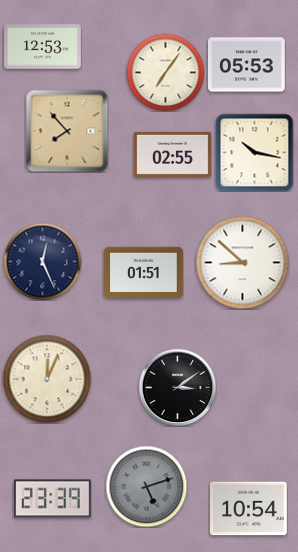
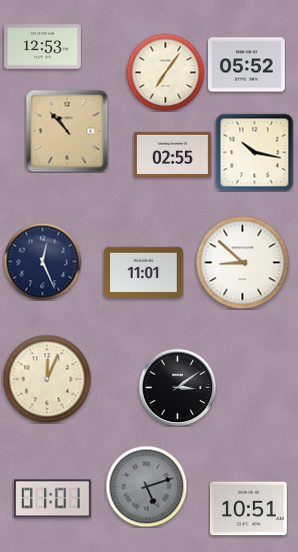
clock at (247, 65): 05:53 -> 05:52
clock at (67, 131): 7:53 -> 10:53
clock at (144, 273): 01:51 -> 11:01
clock at (52, 499): 23:39 -> 01:01
clock at (249, 509): 10:54 -> 10:51
